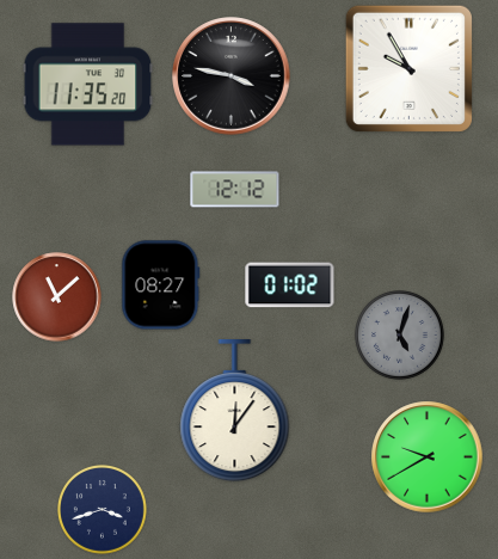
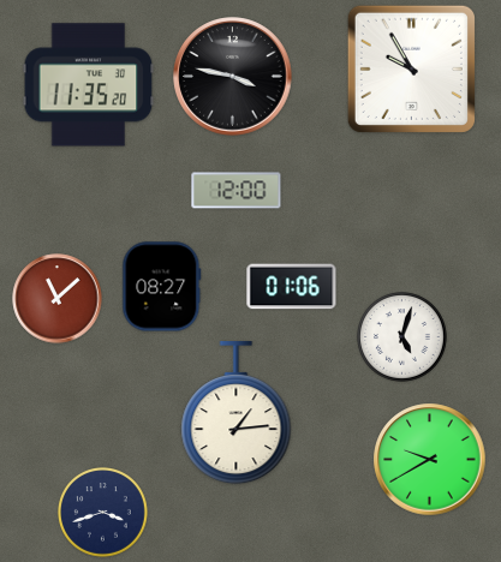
clock at (235, 190): 12:12 -> 12:00
clock at (290, 285): 01:02 -> 01:06
clock at (400, 336) dial: grey -> white
clock at (235, 412): 12:06 -> 1:14
